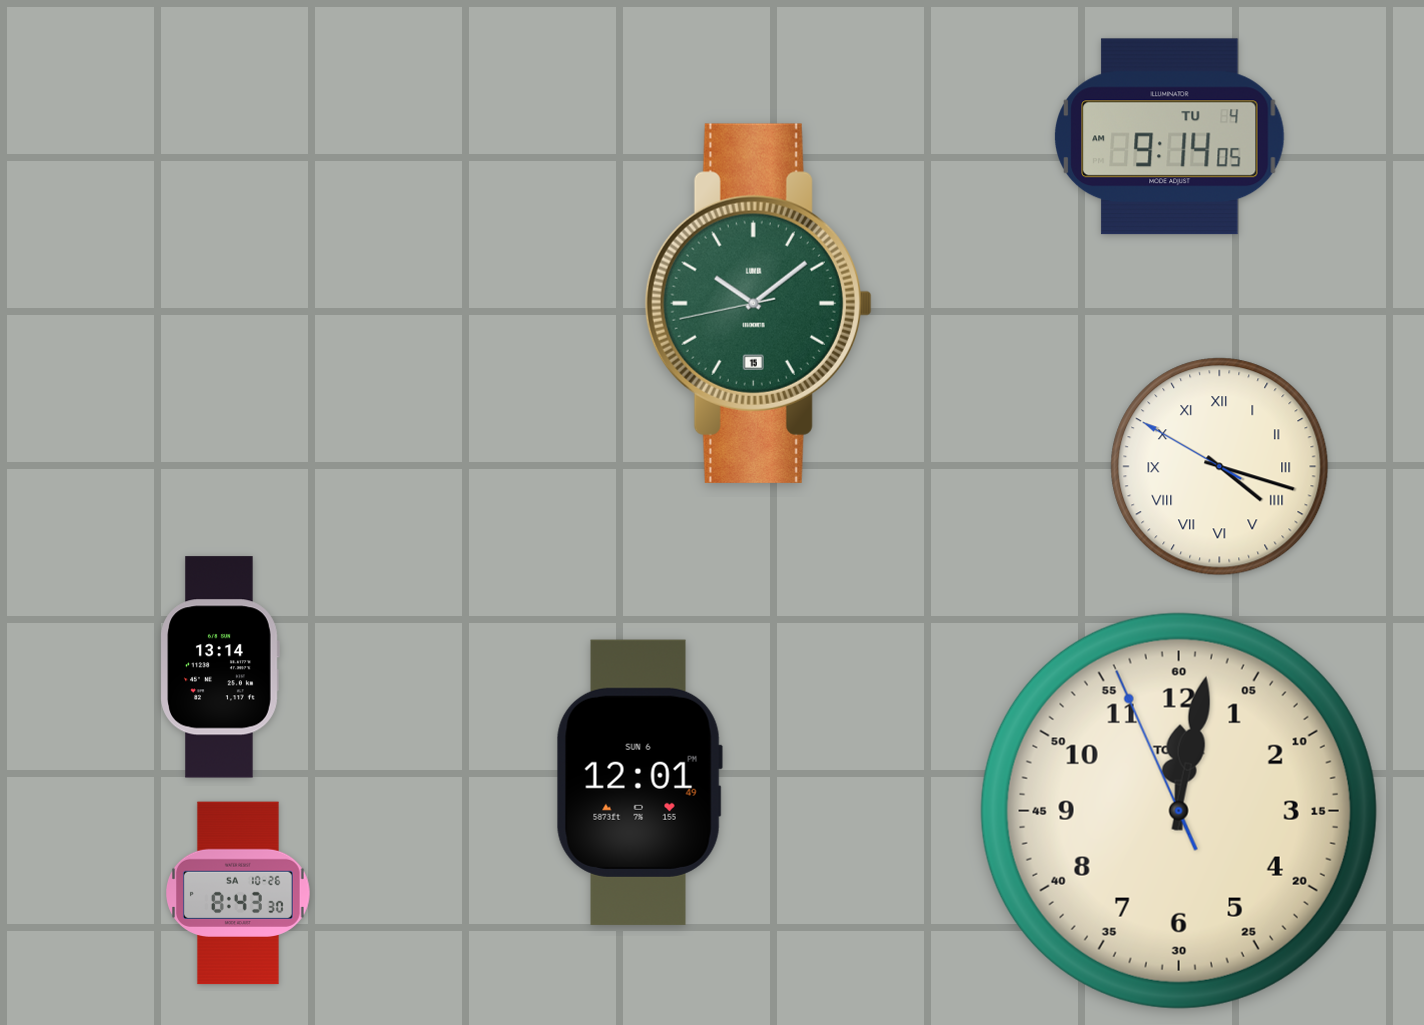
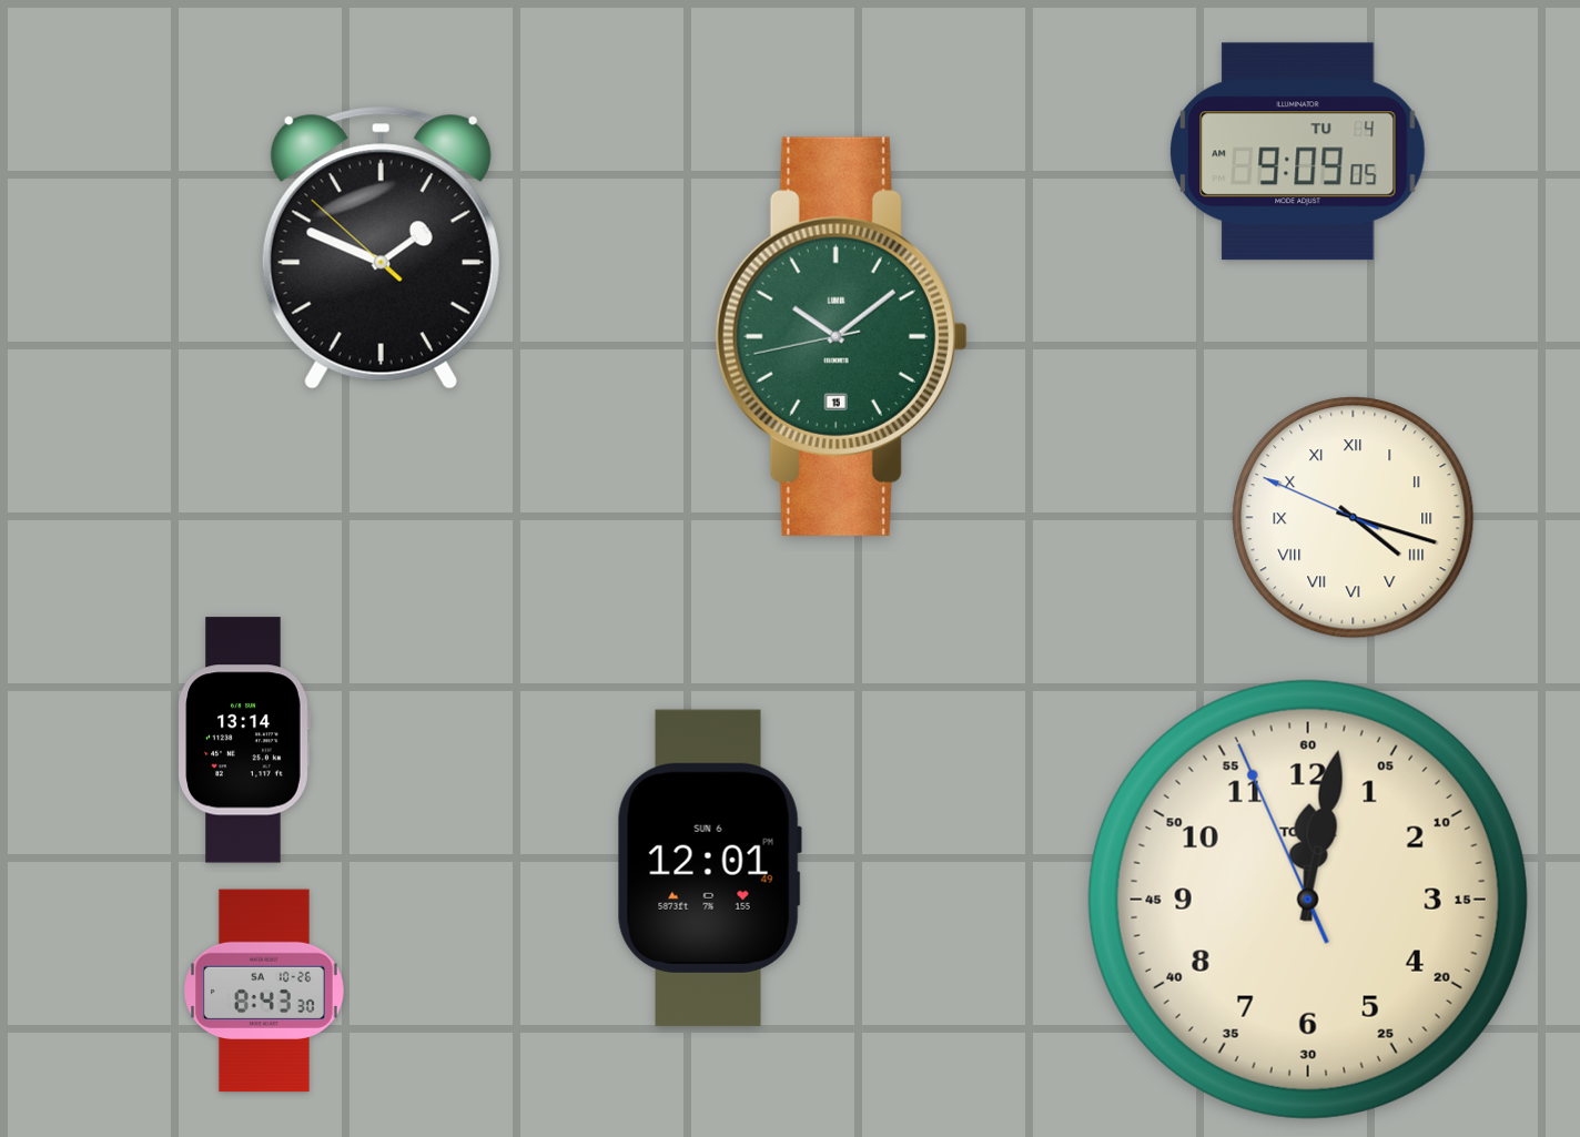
clock at (1170, 137): 9:14 -> 9:09
clock at (381, 248): none -> 1:48
clock at (1220, 467): 4:17:50 -> 4:17:49
